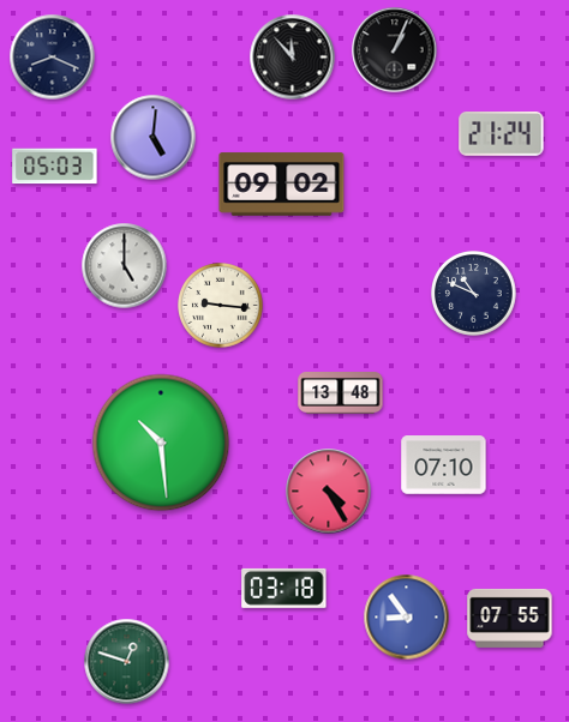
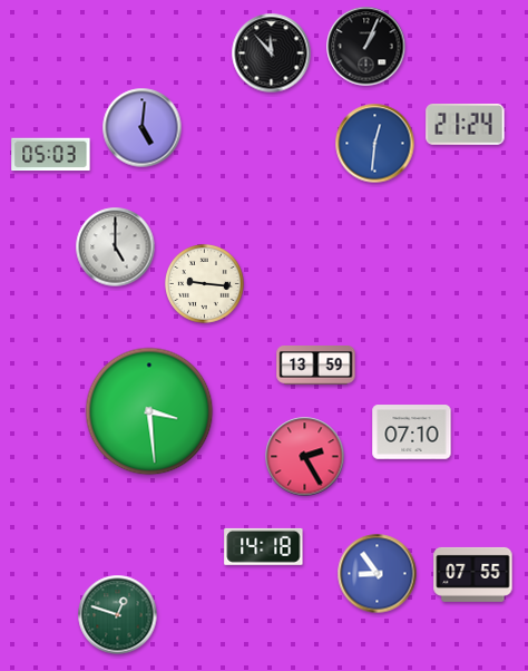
clock at (53, 58): 8:19 -> none
clock at (375, 144): none -> 12:31
clock at (282, 185): 09:02 -> none
clock at (474, 294): 10:49 -> none
clock at (341, 393): 13:48 -> 13:59
clock at (161, 443): 10:29 -> 3:29
clock at (329, 492): 4:25 -> 2:25
clock at (284, 588): 03:18 -> 14:18
